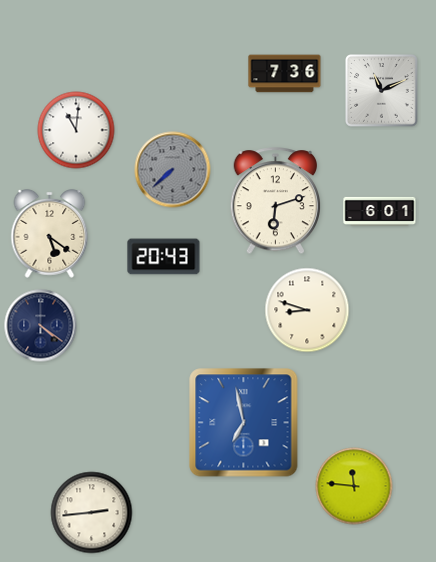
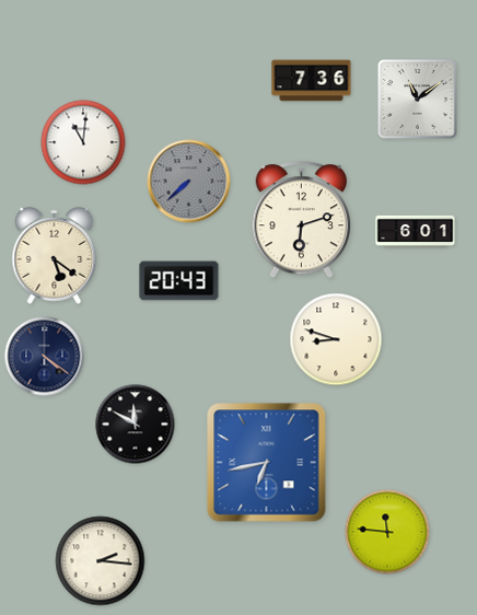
clock at (382, 91): 11:11 -> 11:09
clock at (173, 170) position: (173, 170) -> (189, 182)
clock at (136, 425): none -> 11:50
clock at (244, 423): 6:58 -> 6:43
clock at (92, 513): 2:44 -> 2:16
